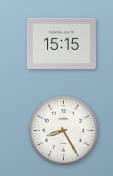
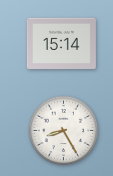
clock at (61, 44): 15:15 -> 15:14
